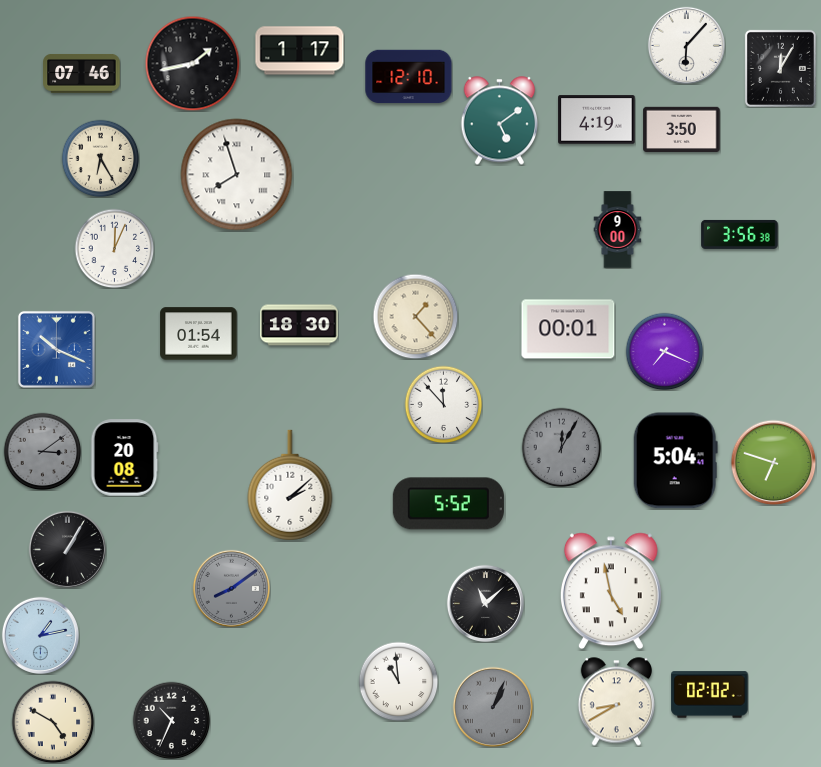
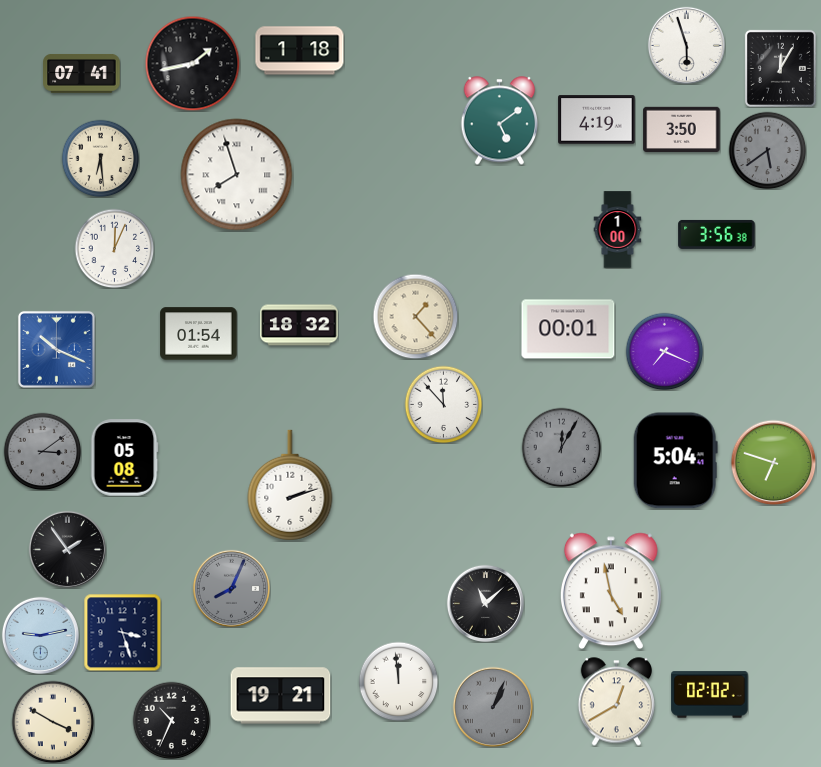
clock at (686, 45): 6:07 -> 5:57
clock at (300, 51): 1:17 -> 1:18
clock at (82, 73): 07:46 -> 07:41
clock at (409, 77): 12:10 -> none
clock at (767, 150): none -> 5:39
clock at (100, 158): 6:25 -> 6:29
clock at (618, 230): 9:00 -> 1:00
clock at (740, 234) position: (740, 234) -> (717, 234)
clock at (299, 325): 18:30 -> 18:32
clock at (124, 458): 20:08 -> 05:08
clock at (290, 485): 2:08 -> 2:12
clock at (448, 504): 5:52 -> none
clock at (67, 549): 1:05 -> 1:54
clock at (231, 588): 8:09 -> 8:04
clock at (122, 632): none -> 3:27
clock at (40, 635): 1:13 -> 9:13
clock at (398, 681): 10:59 -> 11:59
clock at (281, 696): none -> 19:21
clock at (616, 702): 8:40 -> 12:40
clock at (53, 722): 4:50 -> 3:50
